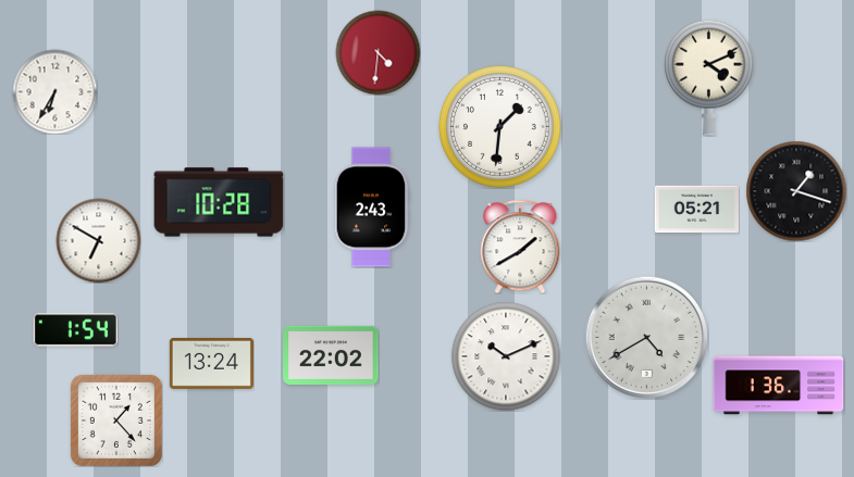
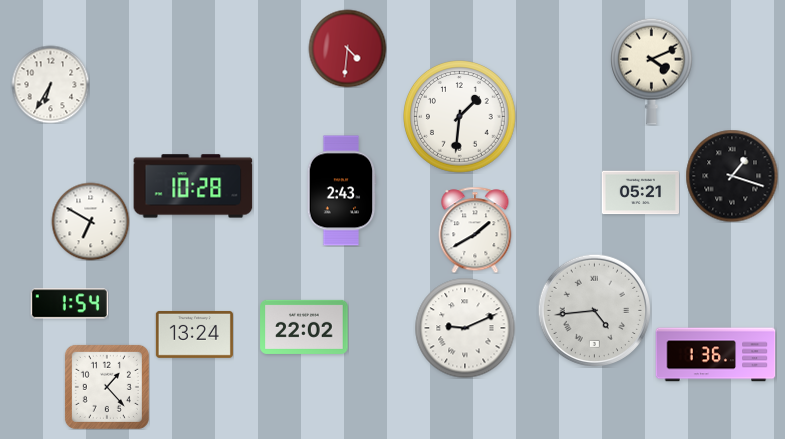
clock at (219, 202) position: (219, 202) -> (193, 186)
clock at (520, 247) position: (520, 247) -> (475, 230)
clock at (646, 337): 4:40 -> 4:44
clock at (506, 356): 10:11 -> 9:11
